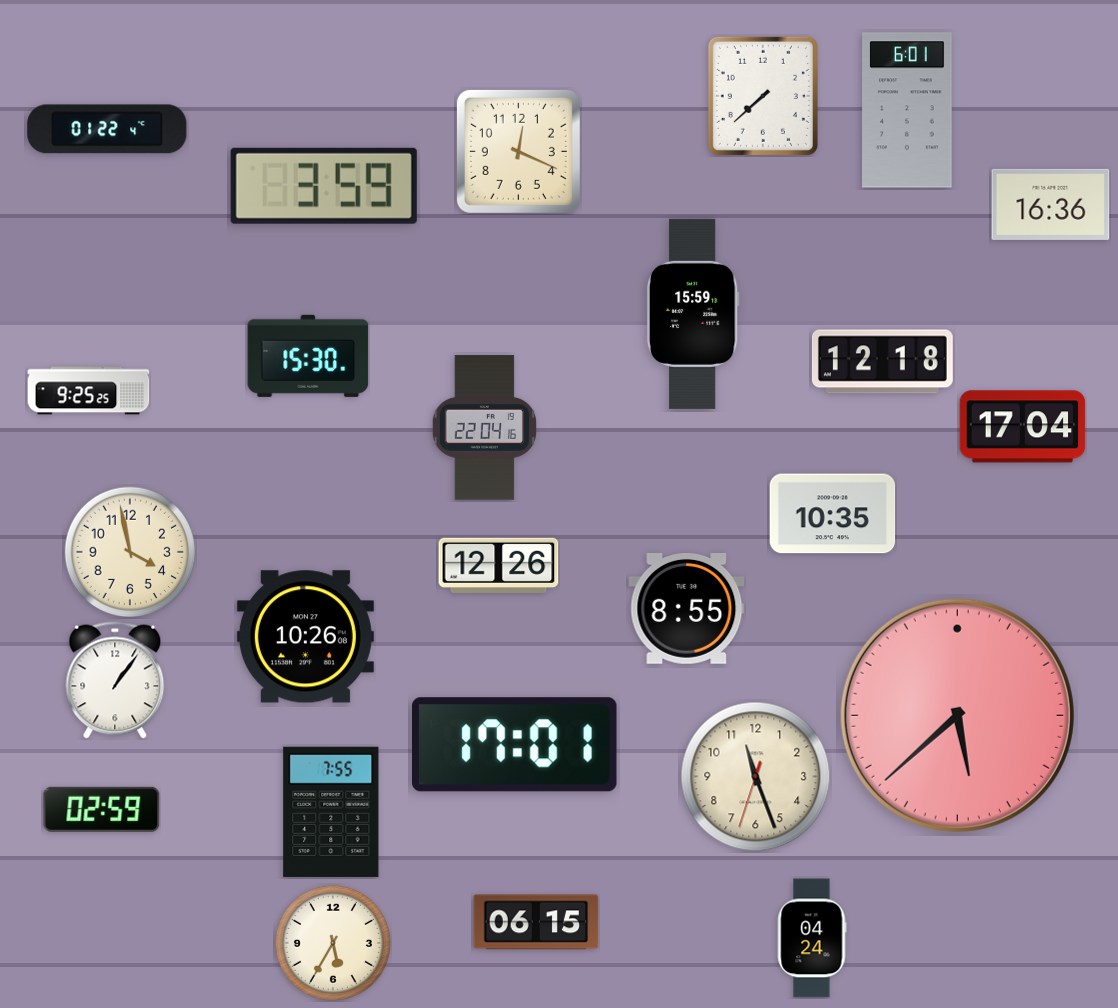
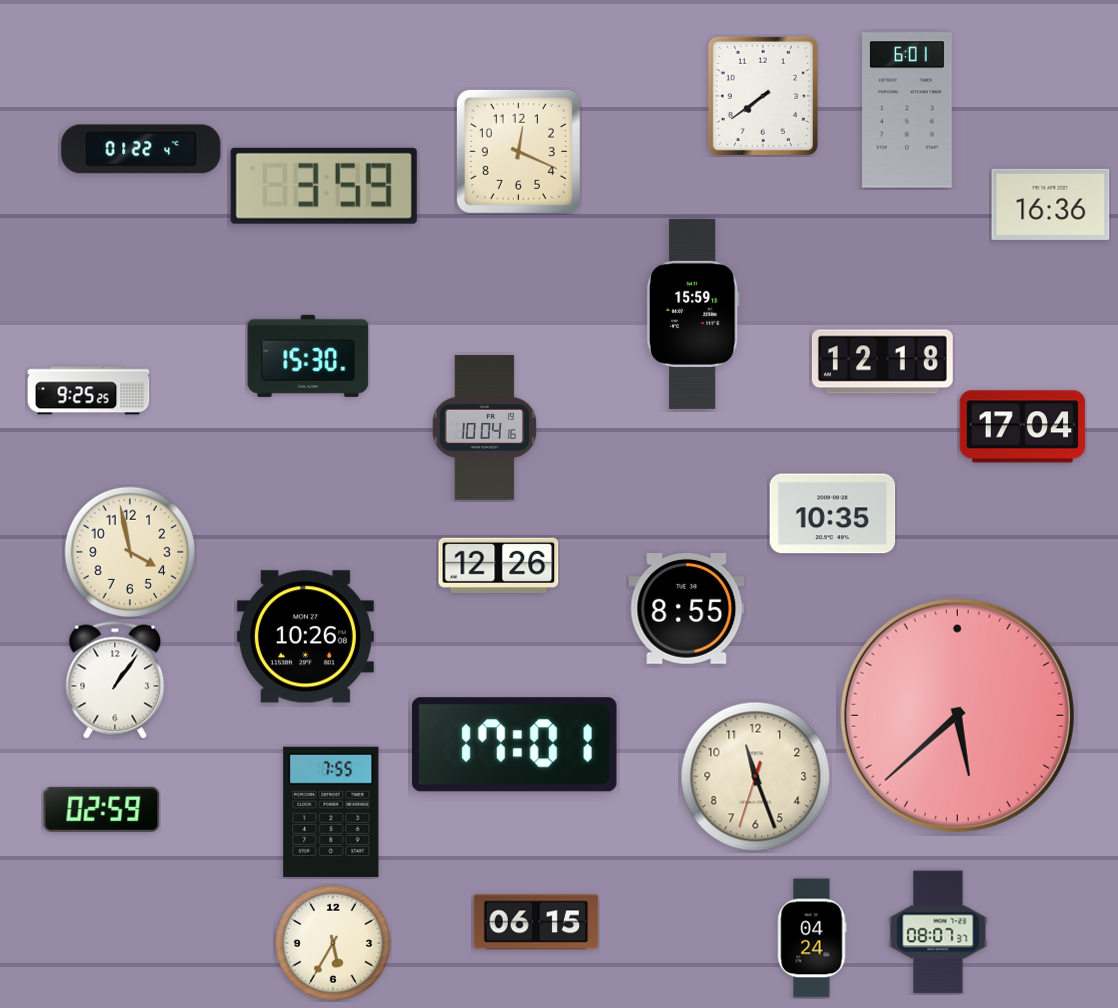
clock at (763, 96): 7:38 -> 7:39
clock at (107, 129) position: (107, 129) -> (141, 149)
clock at (485, 428): 22:04 -> 10:04
clock at (938, 932): none -> 08:07
